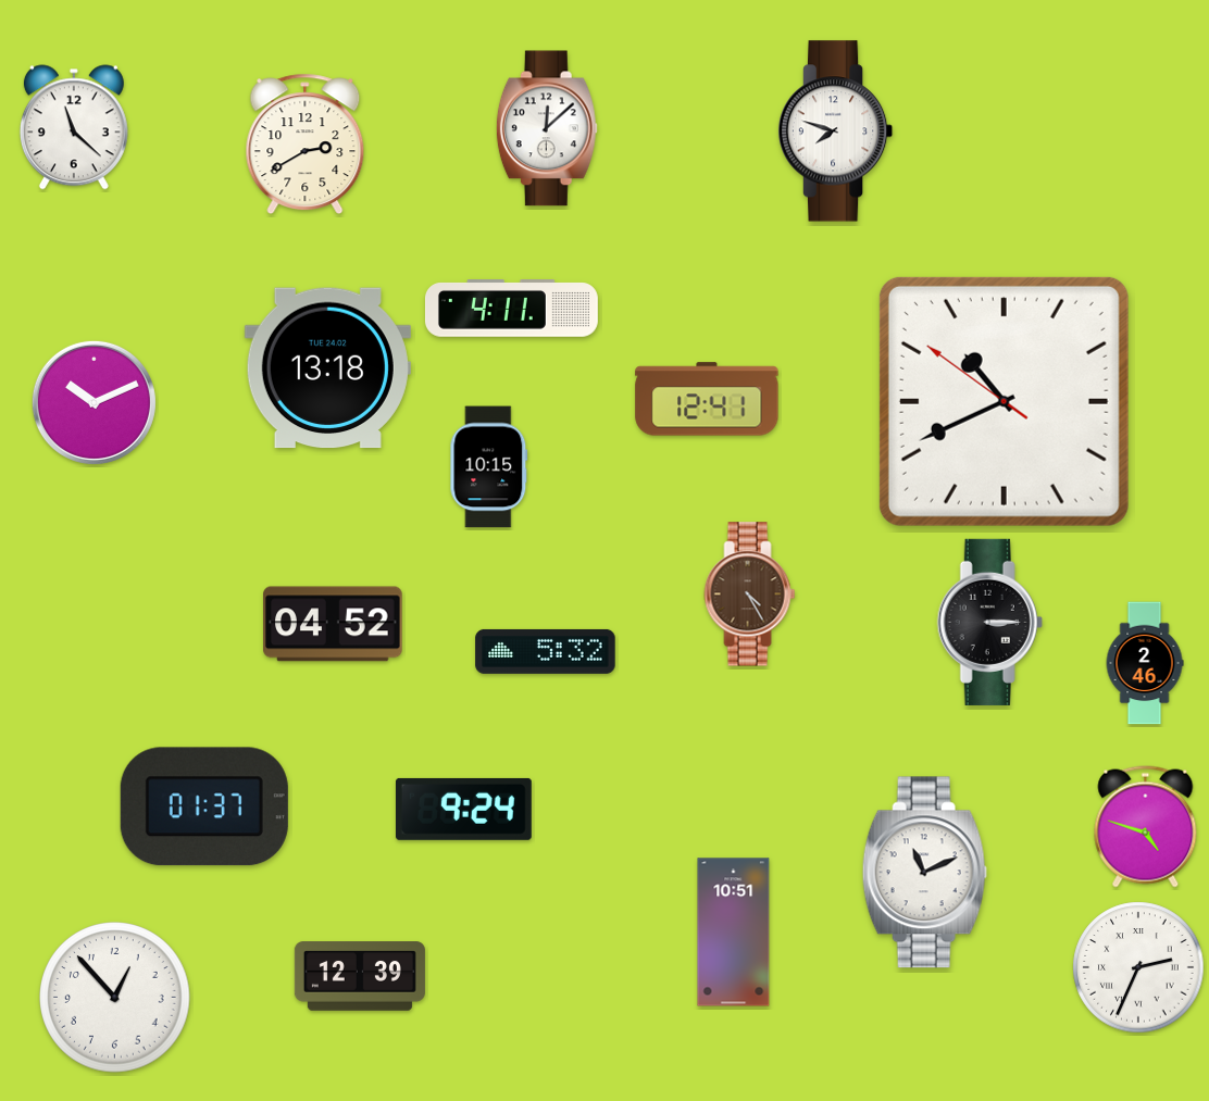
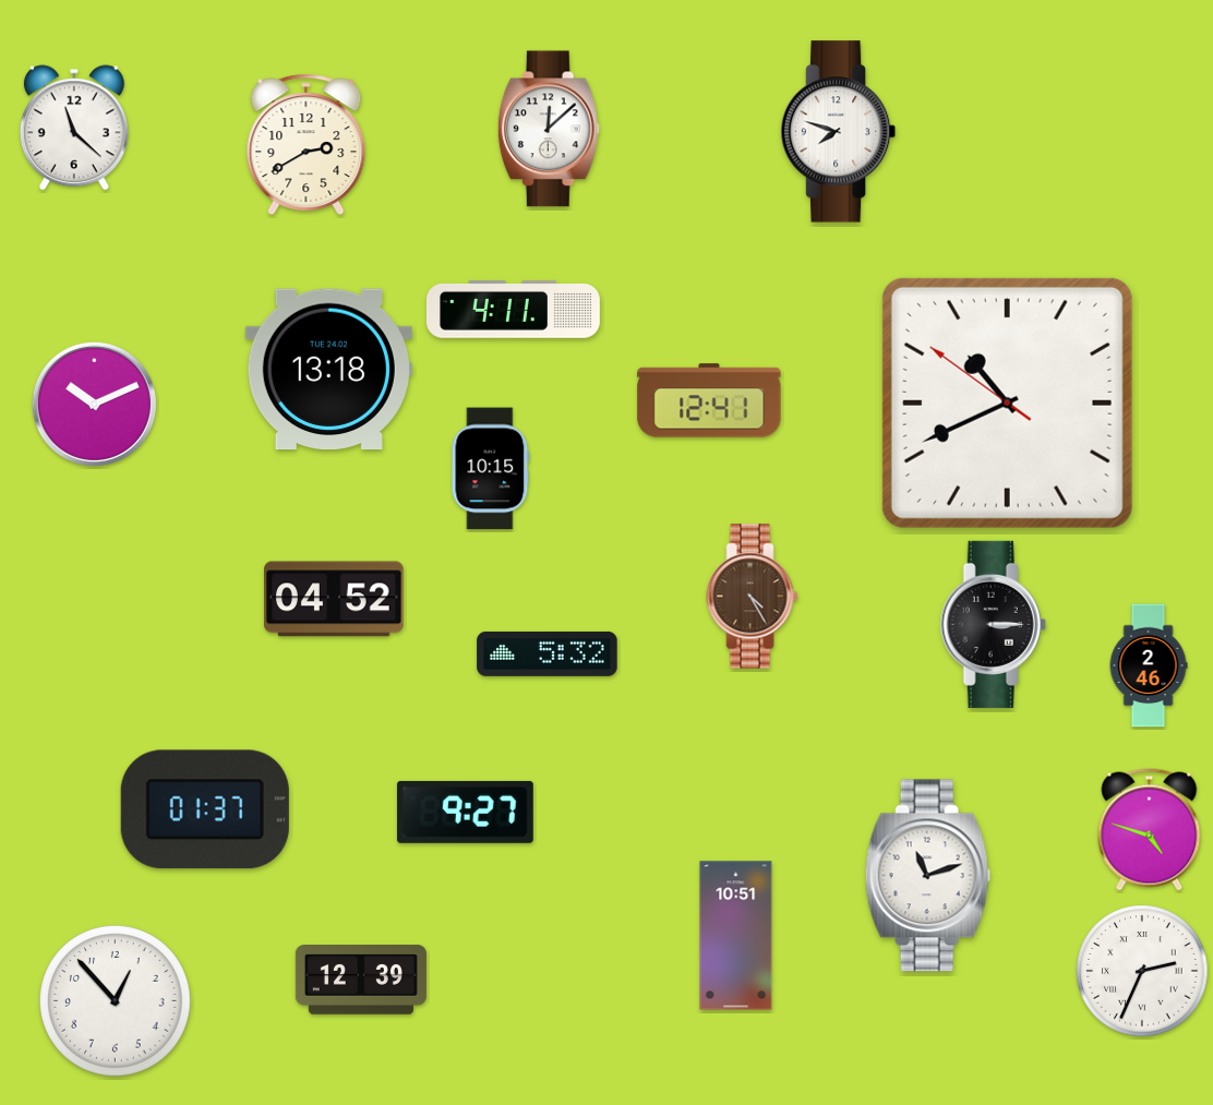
clock at (333, 624) position: (333, 624) -> (334, 599)
clock at (463, 809): 9:24 -> 9:27
clock at (924, 873): 11:11 -> 11:12
